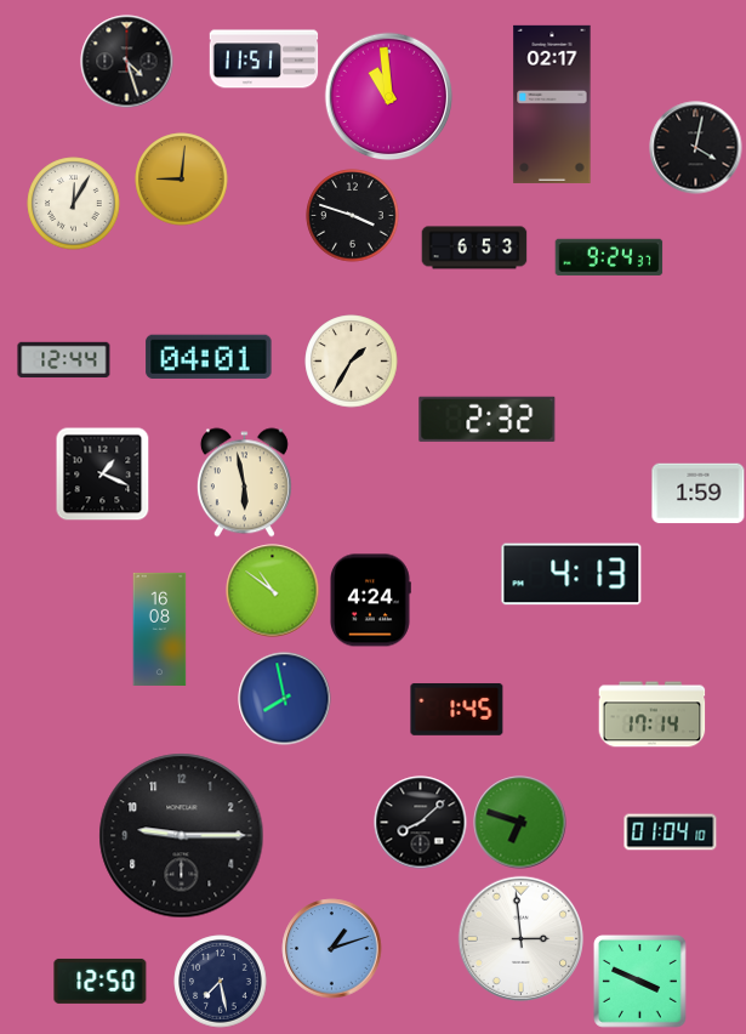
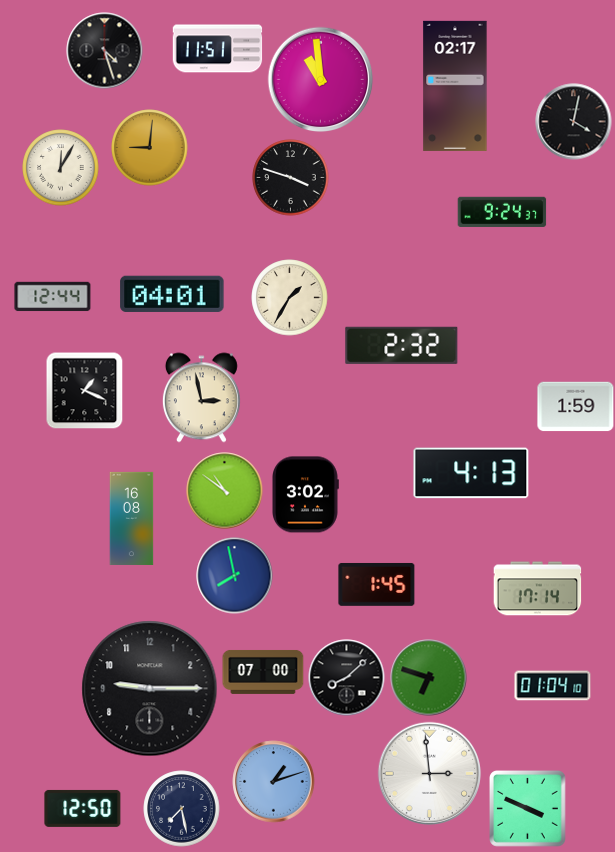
clock at (474, 248): 6:53 -> none
clock at (244, 483): 5:58 -> 2:58
clock at (273, 591) position: (273, 591) -> (225, 491)
clock at (371, 601): 4:24 -> 3:02
clock at (263, 672): none -> 07:00
